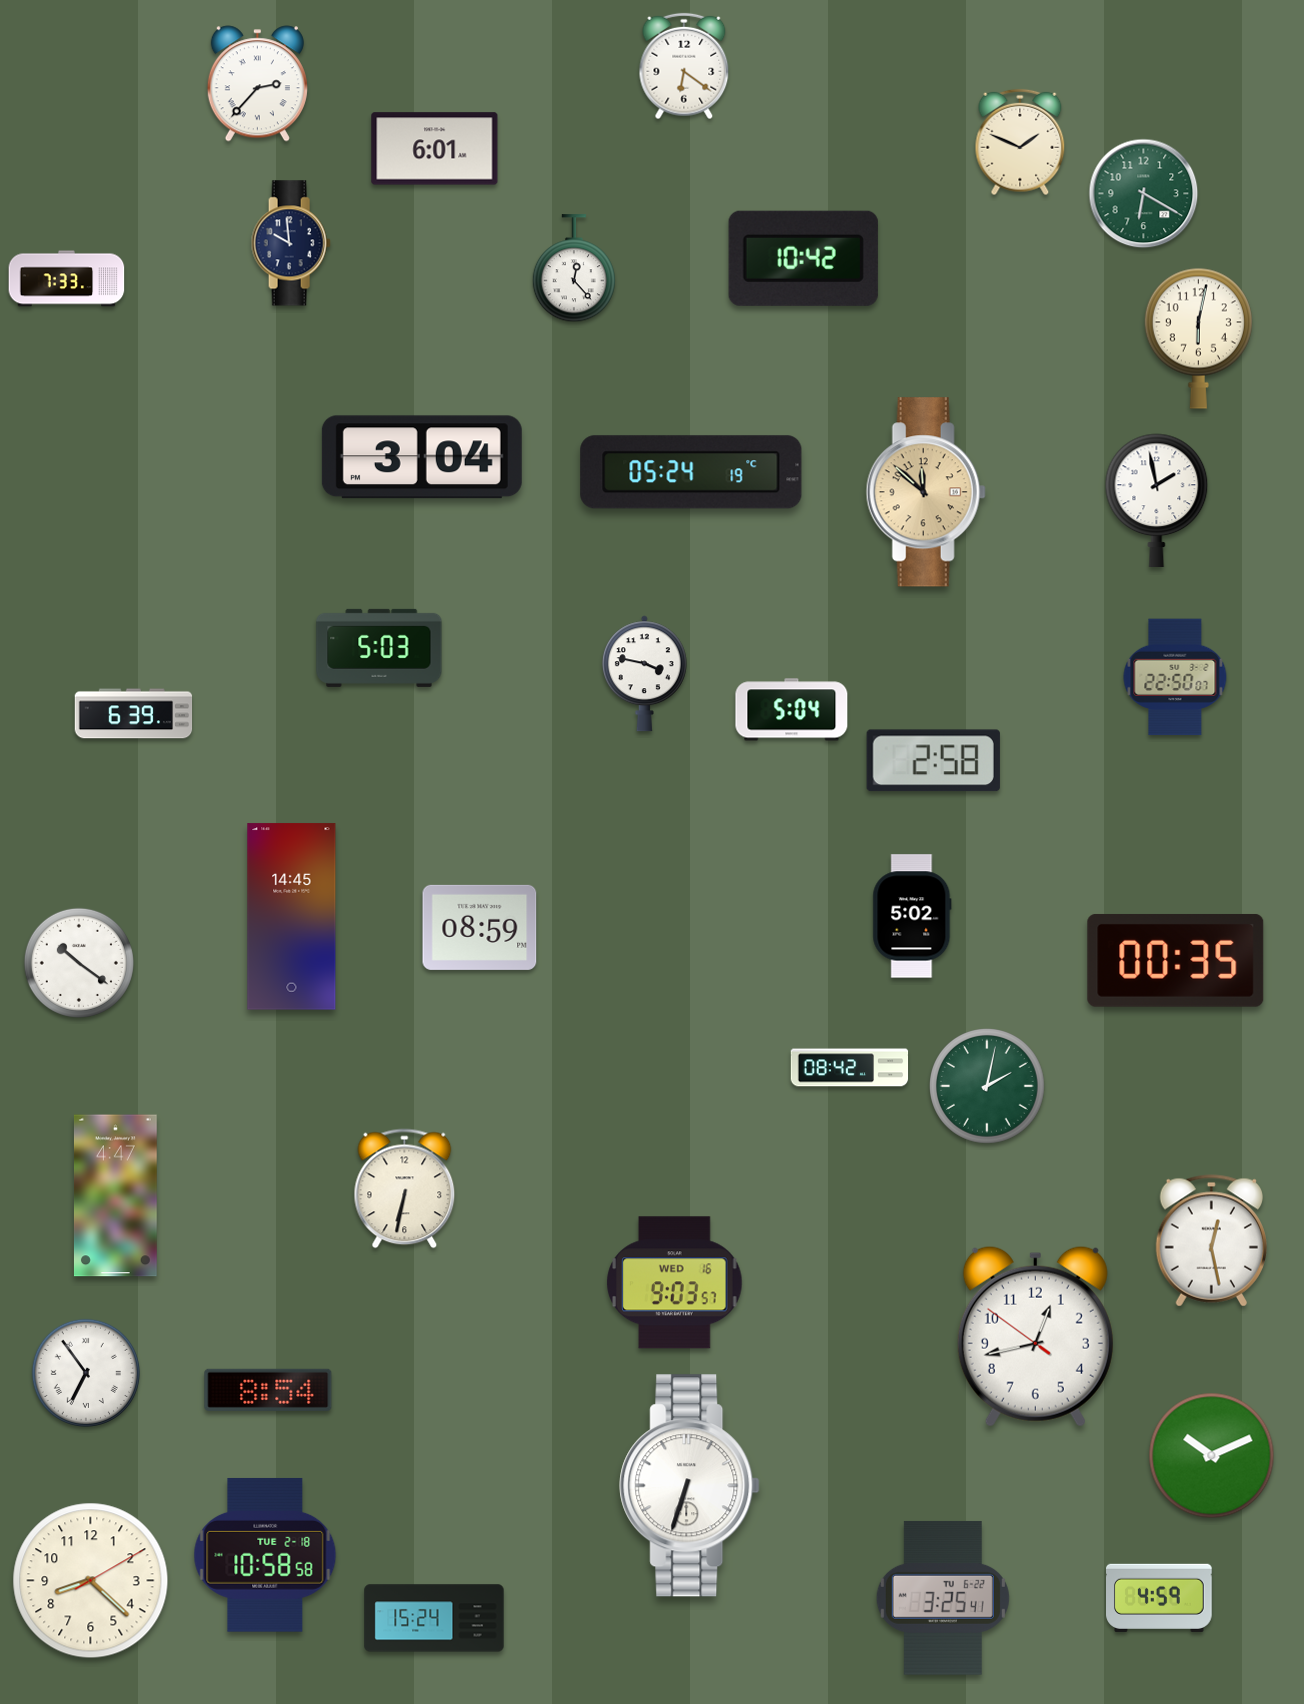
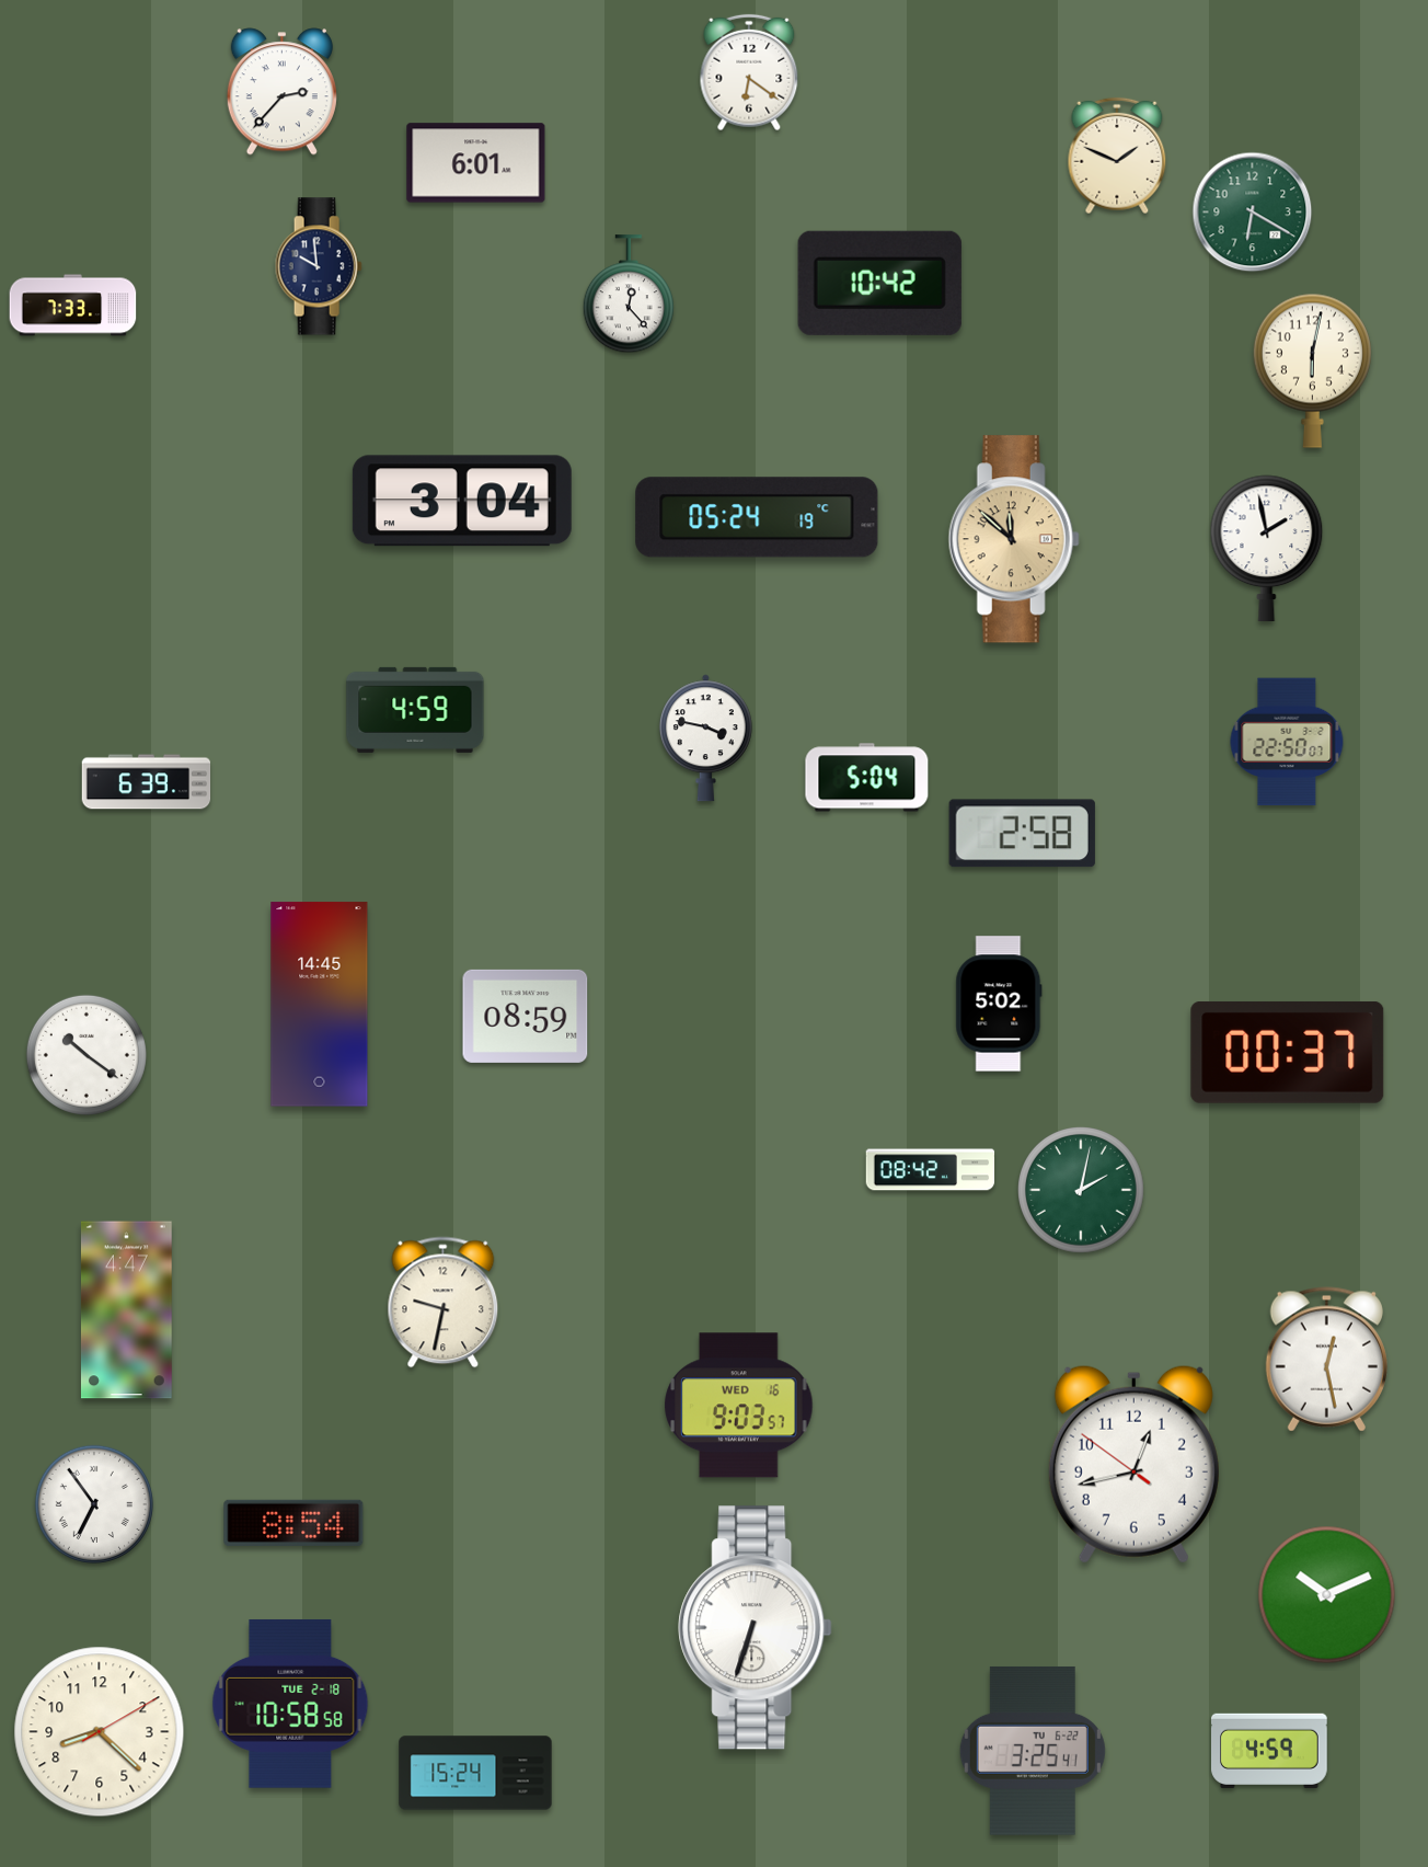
clock at (379, 648): 5:03 -> 4:59
clock at (1176, 960): 00:35 -> 00:37
clock at (405, 1189): 6:32 -> 9:32
